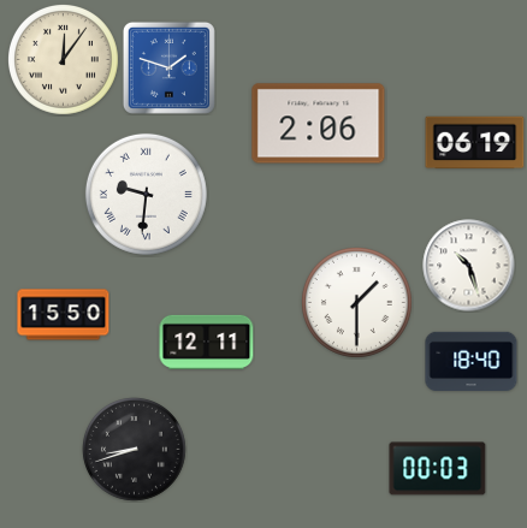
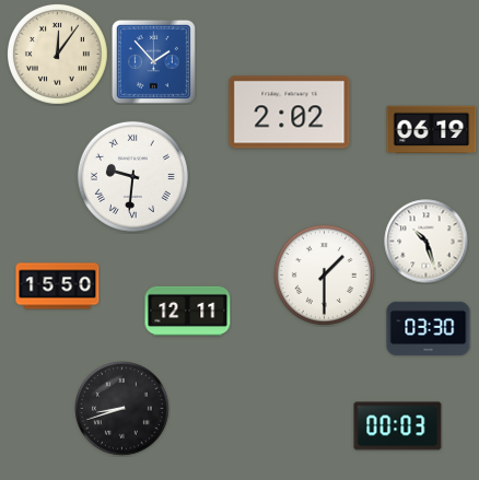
clock at (168, 67): 1:48 -> 1:53
clock at (319, 124): 2:06 -> 2:02
clock at (472, 361): 18:40 -> 03:30
